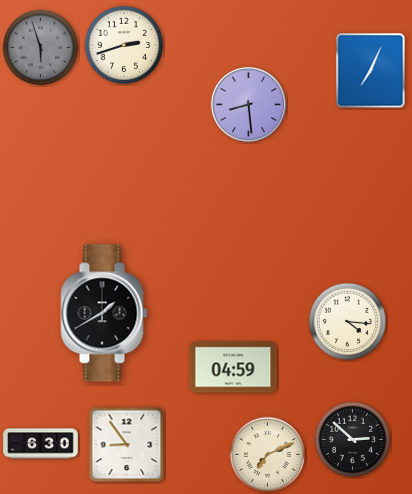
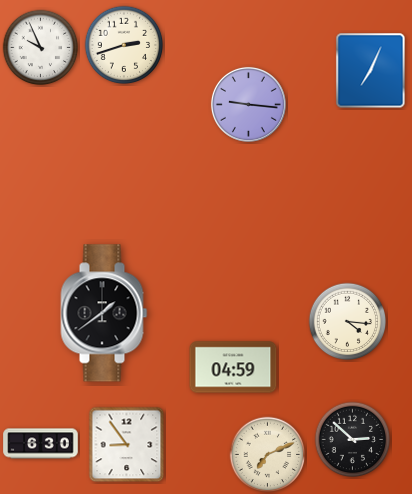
clock at (41, 48): 5:57 -> 9:56
clock at (41, 48) dial: grey -> white
clock at (248, 104): 8:29 -> 9:16
clock at (104, 313): 1:40 -> 1:39
